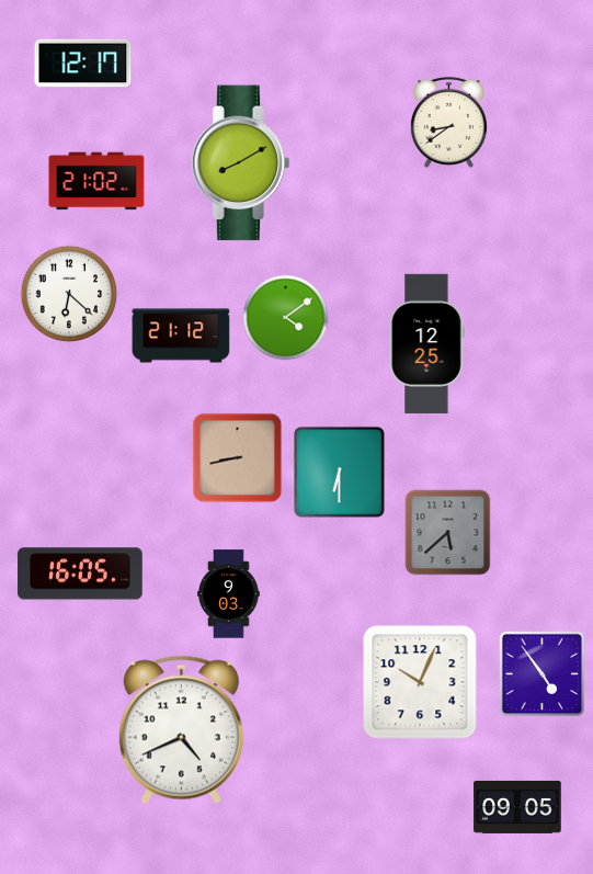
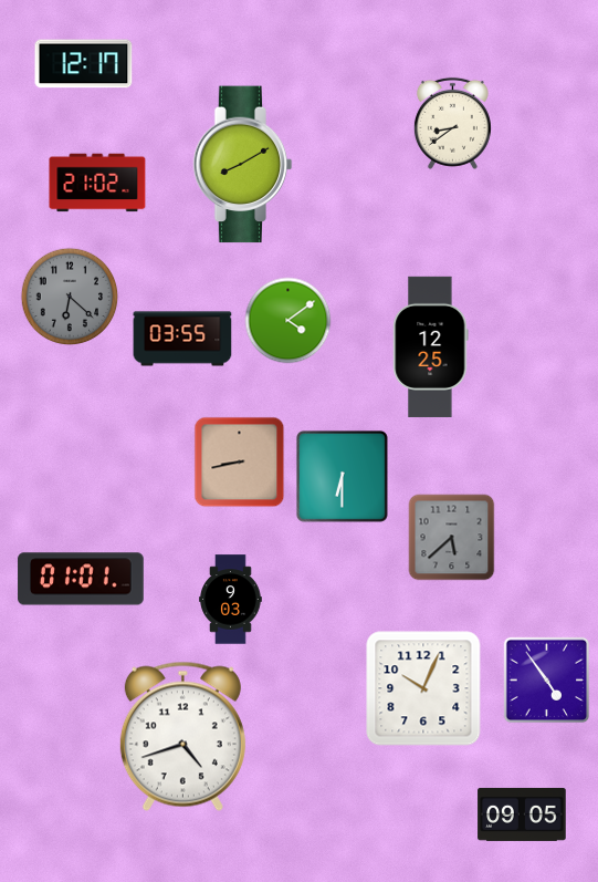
clock at (69, 294) dial: white -> grey
clock at (181, 336): 21:12 -> 03:55
clock at (80, 574): 16:05 -> 01:01
clock at (181, 729): 4:41 -> 4:42
